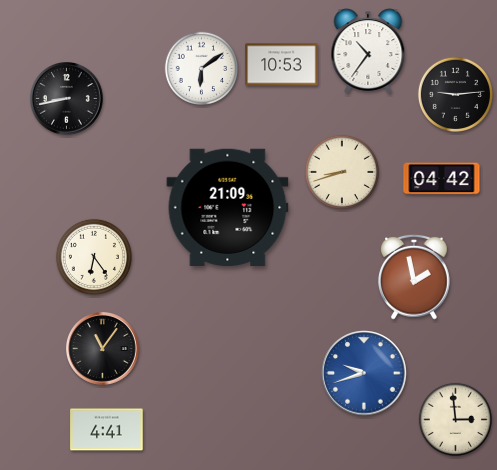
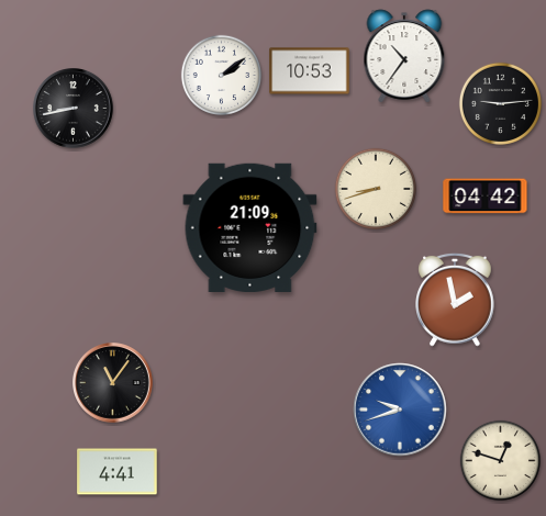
clock at (201, 68): 6:09 -> 2:09
clock at (94, 257): 6:24 -> none
clock at (414, 277) position: (414, 277) -> (455, 300)
clock at (455, 419): 2:59 -> 12:48
